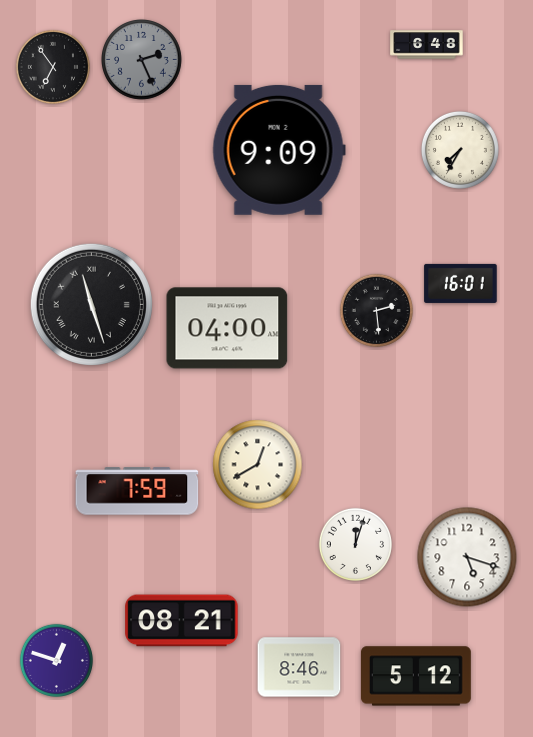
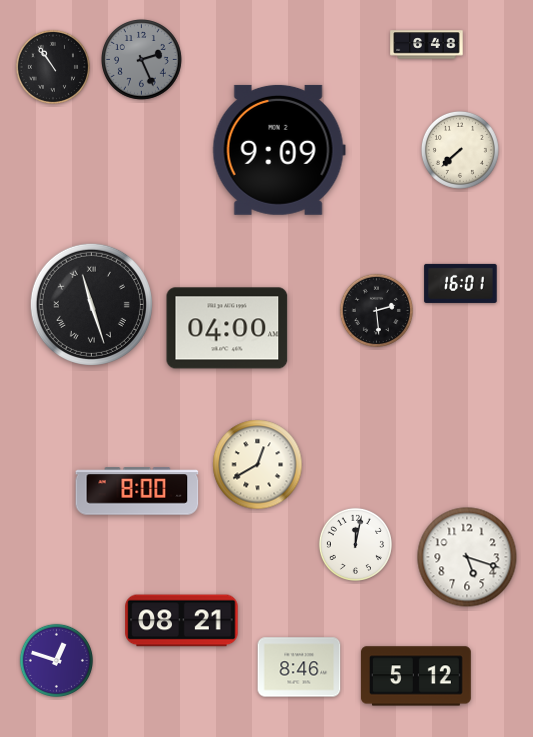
clock at (53, 67): 6:54 -> 10:54
clock at (460, 150): 7:35 -> 7:38
clock at (137, 491): 7:59 -> 8:00
clock at (355, 544): 12:03 -> 12:02
